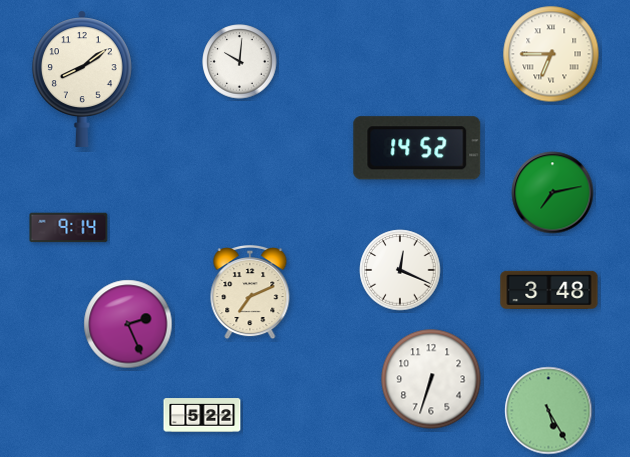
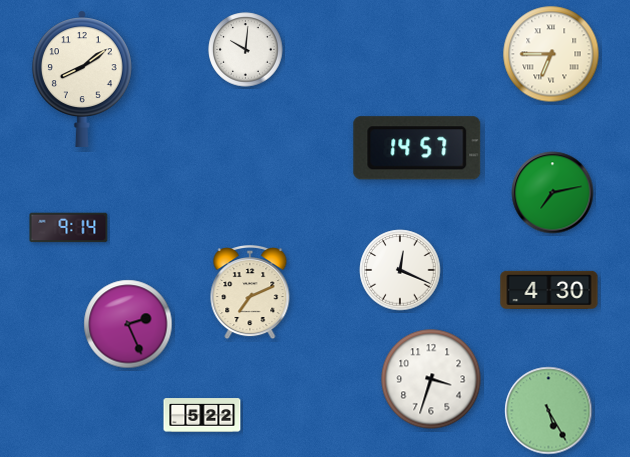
clock at (240, 62) position: (240, 62) -> (246, 50)
clock at (417, 148): 14:52 -> 14:57
clock at (549, 290): 3:48 -> 4:30
clock at (431, 379): 6:33 -> 3:33
